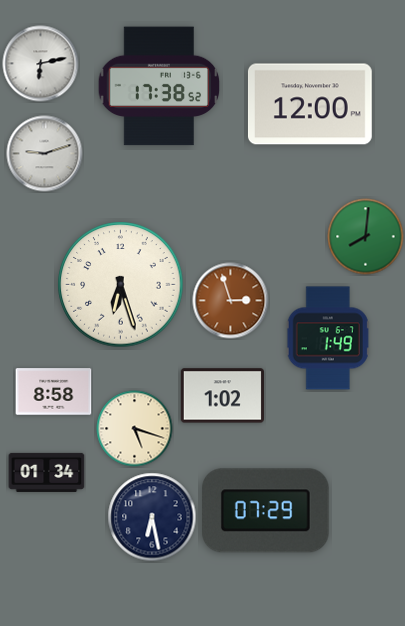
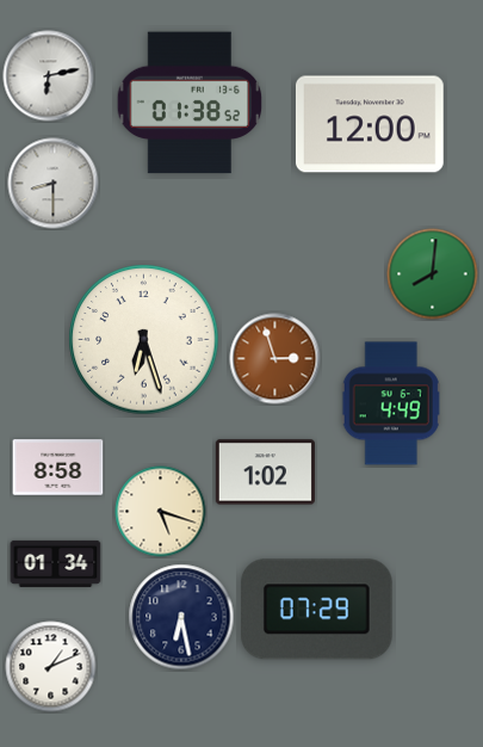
clock at (159, 86): 17:38 -> 01:38
clock at (45, 154): 9:12 -> 8:30
clock at (366, 237) position: (366, 237) -> (433, 274)
clock at (328, 338): 1:49 -> 4:49
clock at (54, 392) position: (54, 392) -> (58, 468)
clock at (51, 667): none -> 1:11
